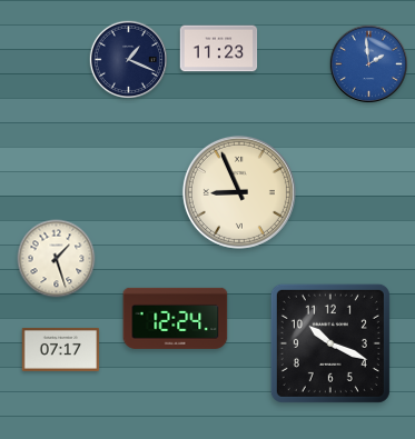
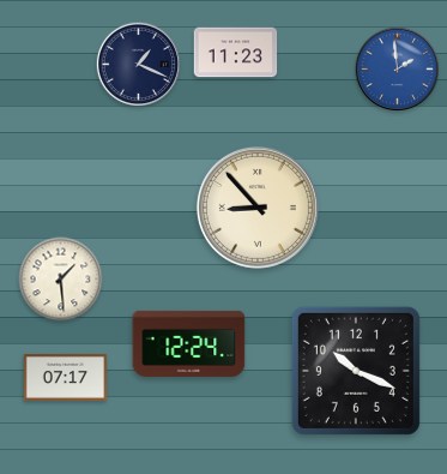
clock at (239, 192): 8:56 -> 8:53
clock at (57, 259): 1:27 -> 1:29
